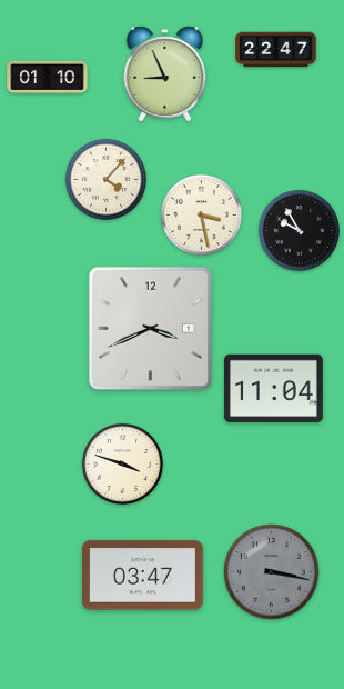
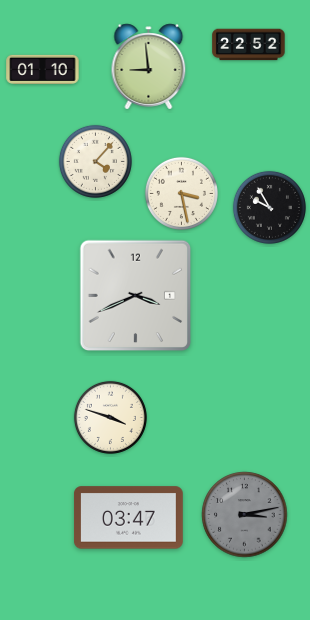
clock at (276, 50): 22:47 -> 22:52
clock at (165, 74): 8:56 -> 8:59
clock at (273, 389): 11:04 -> none
clock at (272, 572): 3:17 -> 3:13
